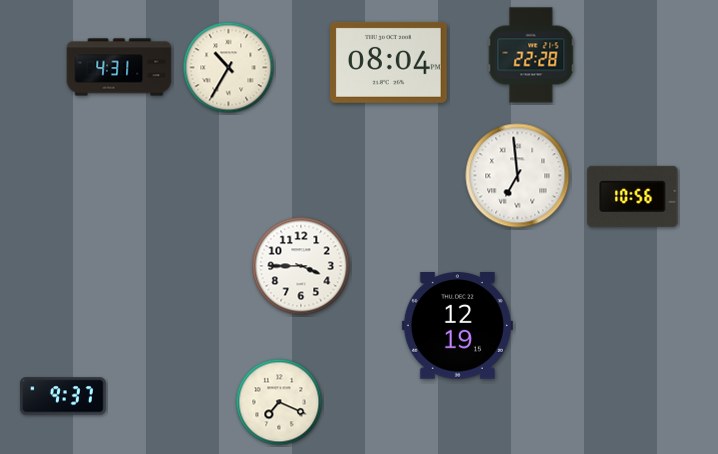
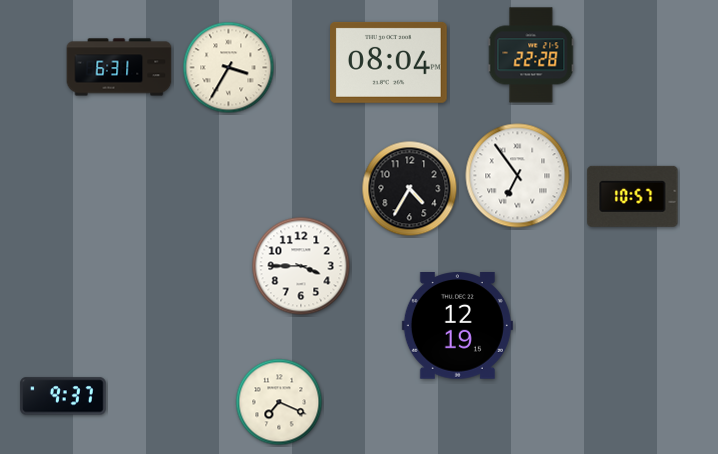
clock at (119, 67): 4:31 -> 6:31
clock at (229, 68): 10:35 -> 3:35
clock at (518, 176): 6:59 -> 6:54
clock at (410, 189): none -> 4:35
clock at (633, 196): 10:56 -> 10:57
